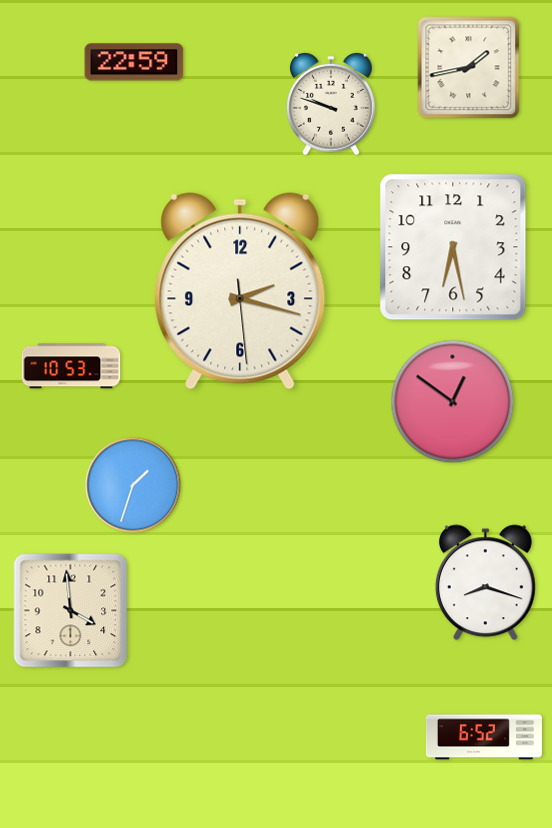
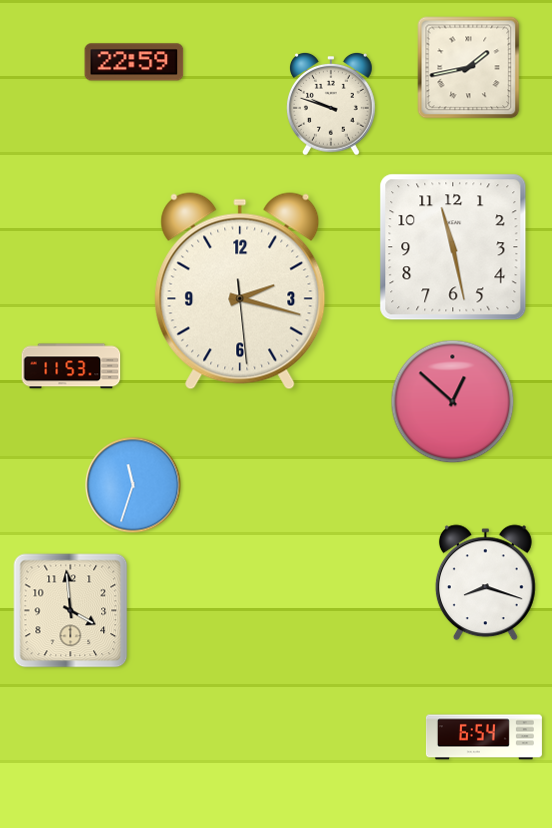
clock at (453, 247): 6:28 -> 11:28
clock at (71, 366): 10:53 -> 11:53
clock at (453, 402): 12:51 -> 12:52
clock at (133, 485): 1:33 -> 11:33
clock at (484, 737): 6:52 -> 6:54
